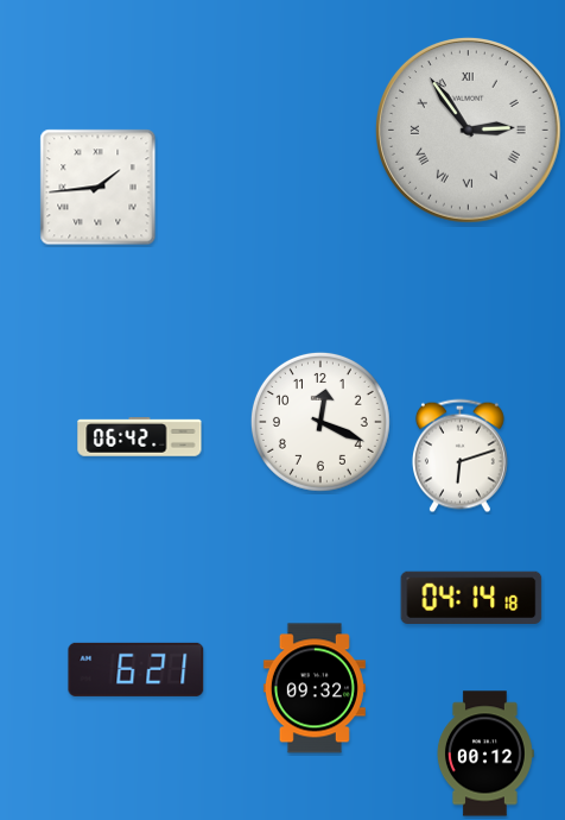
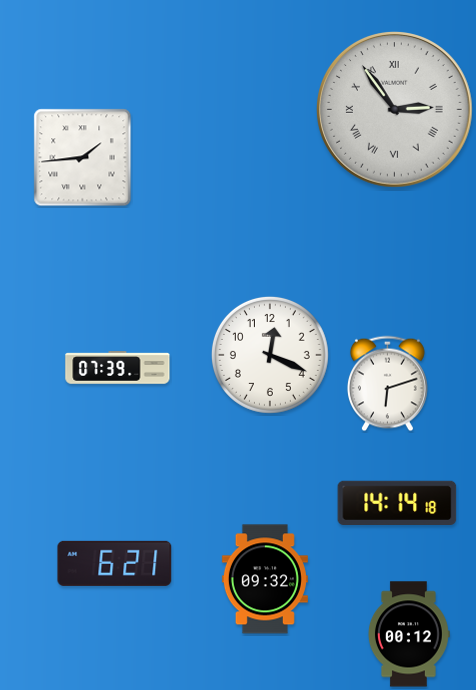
clock at (140, 437): 06:42 -> 07:39
clock at (471, 597): 04:14 -> 14:14
